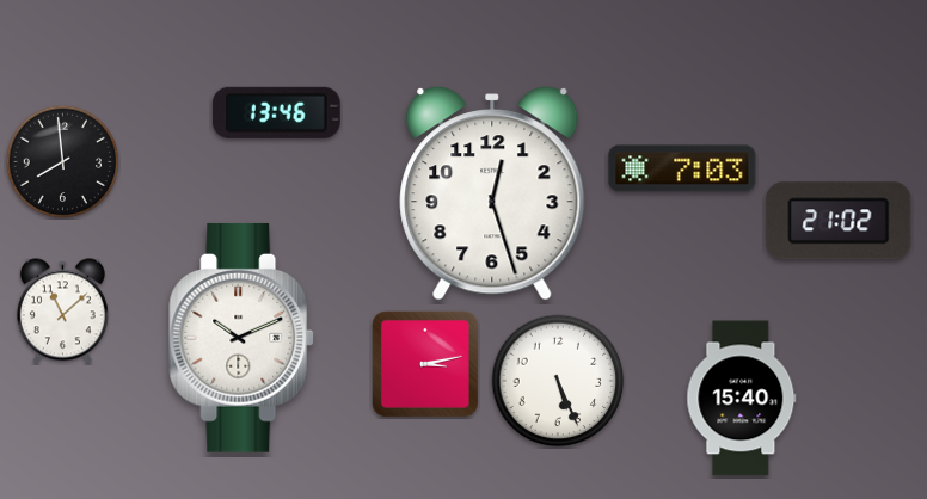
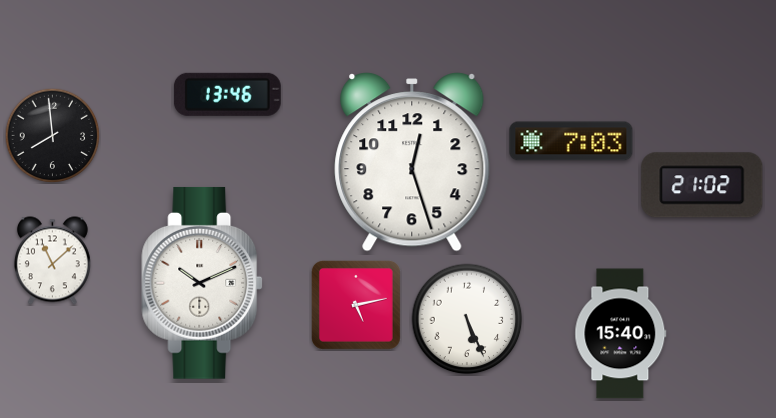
clock at (276, 112) position: (276, 112) -> (227, 94)
clock at (425, 364): 3:13 -> 5:13
